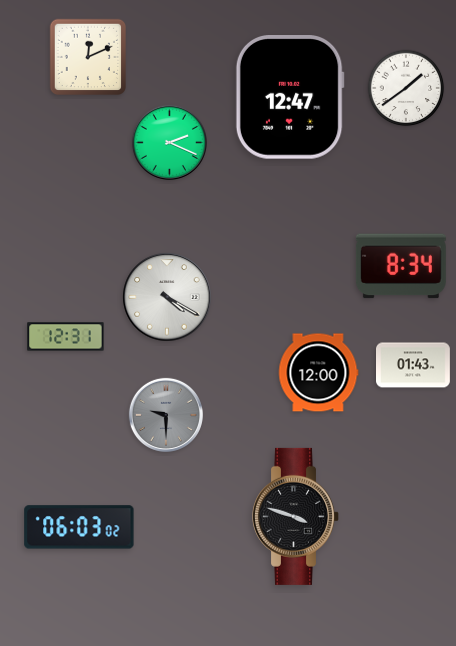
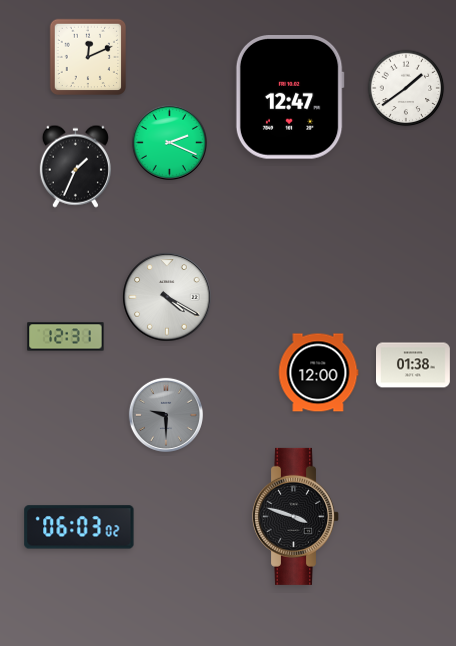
clock at (75, 166): none -> 1:34
clock at (401, 266): 8:34 -> none
clock at (414, 365): 01:43 -> 01:38
